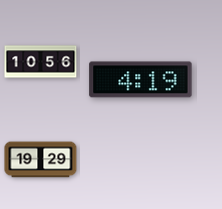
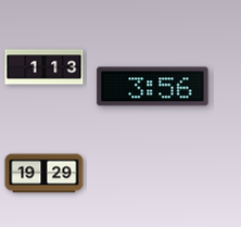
clock at (41, 62): 10:56 -> 1:13
clock at (141, 80): 4:19 -> 3:56
